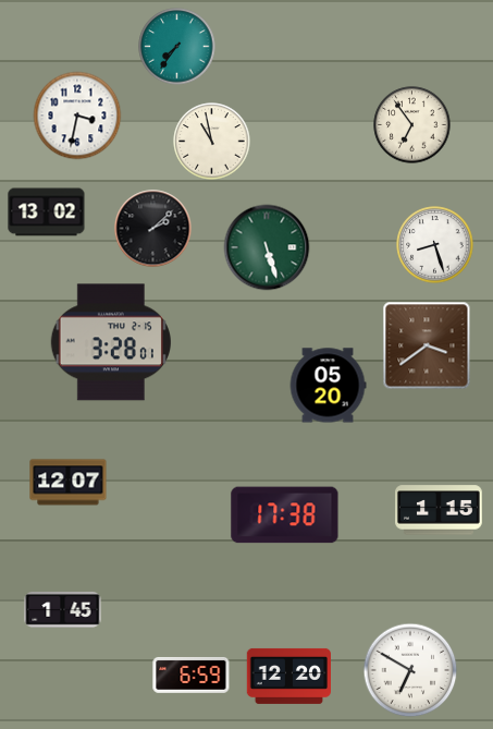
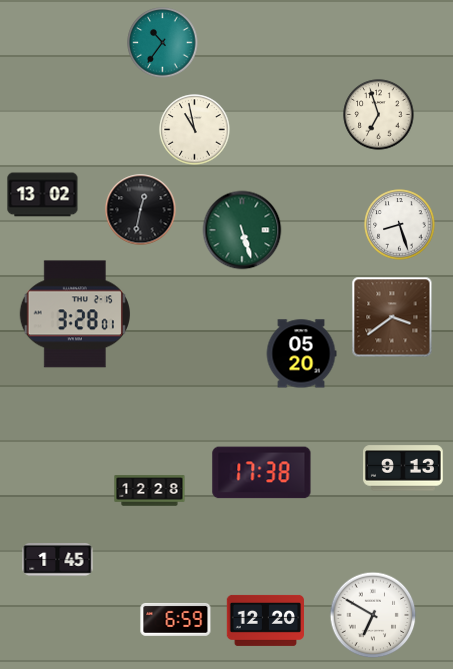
clock at (177, 47): 7:36 -> 10:36
clock at (77, 116): 3:32 -> none
clock at (412, 125): 6:54 -> 6:57
clock at (153, 229): 2:08 -> 12:32
clock at (267, 247) position: (267, 247) -> (242, 230)
clock at (111, 342) position: (111, 342) -> (75, 314)
clock at (69, 483): 12:07 -> none
clock at (440, 510): 1:15 -> 9:13
clock at (150, 491): none -> 12:28
clock at (410, 670) position: (410, 670) -> (373, 615)
